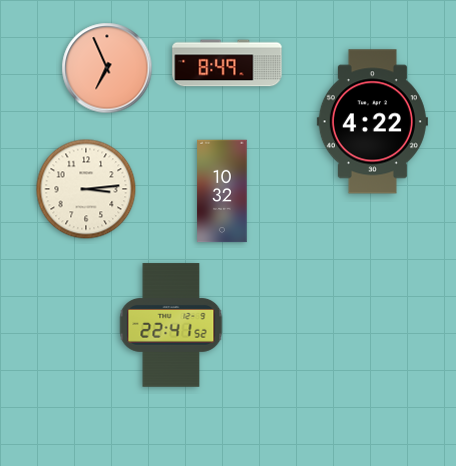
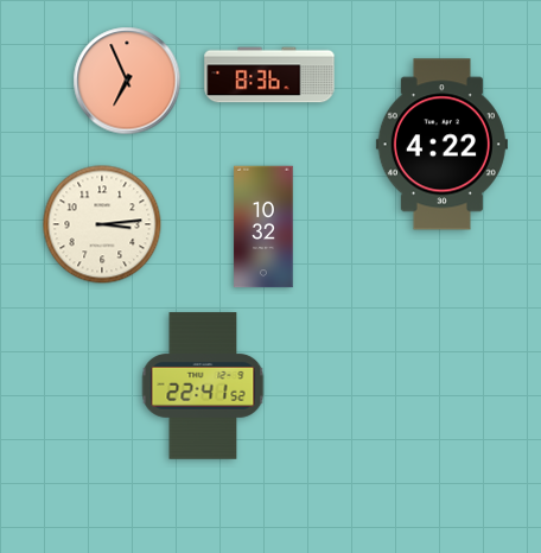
clock at (227, 63): 8:49 -> 8:36
